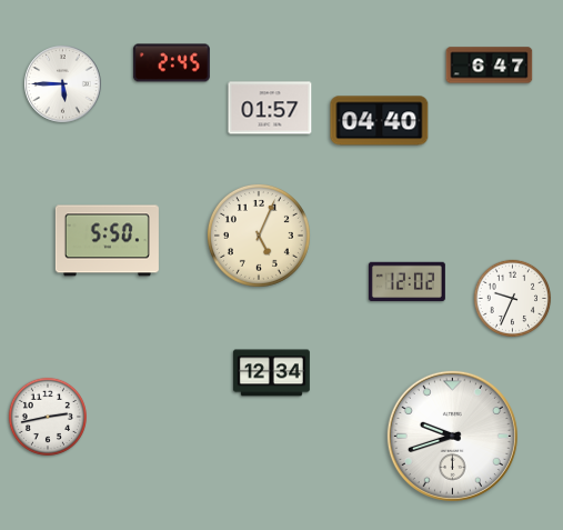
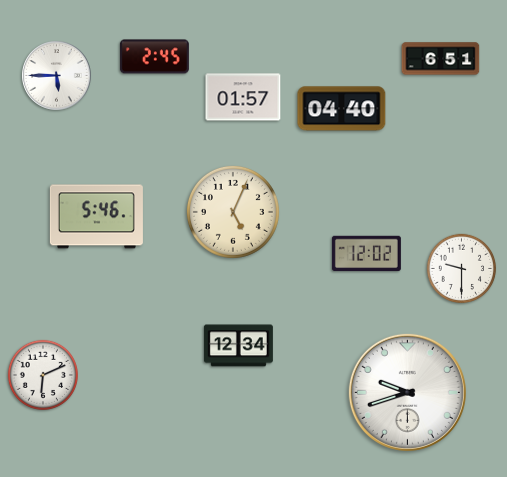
clock at (490, 66): 6:47 -> 6:51
clock at (107, 241): 5:50 -> 5:46
clock at (513, 299): 9:34 -> 9:30
clock at (271, 373) position: (271, 373) -> (238, 346)
clock at (47, 416): 2:43 -> 6:11
